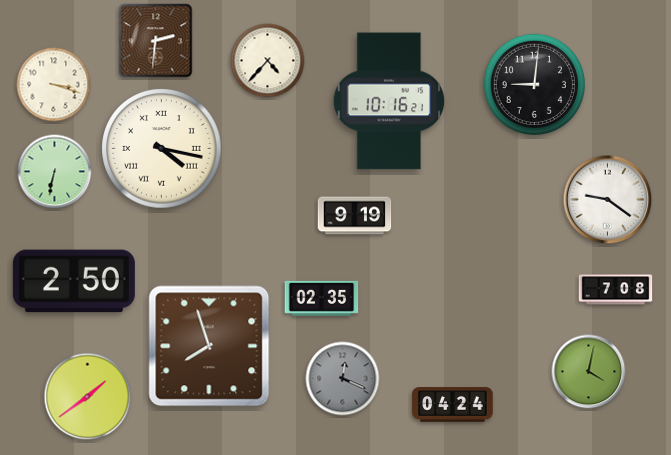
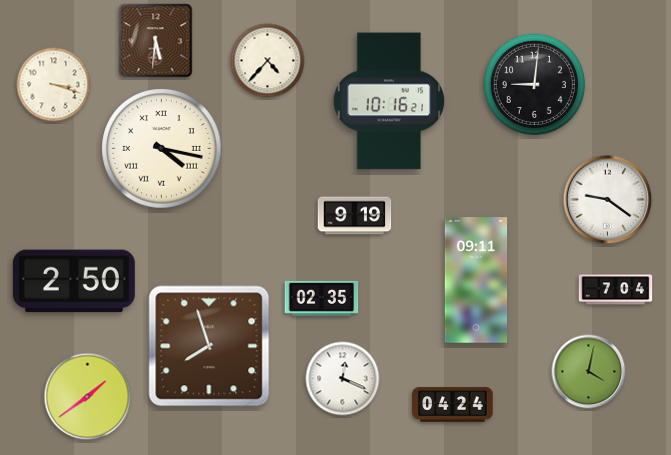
clock at (156, 41): 2:31 -> 5:31
clock at (55, 172): 6:32 -> none
clock at (476, 280): none -> 09:11
clock at (616, 290): 7:08 -> 7:04
clock at (343, 379) dial: grey -> white
